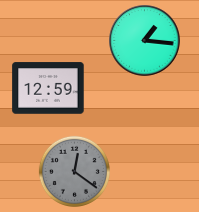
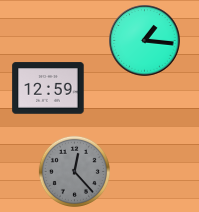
clock at (74, 171): 12:21 -> 12:23
